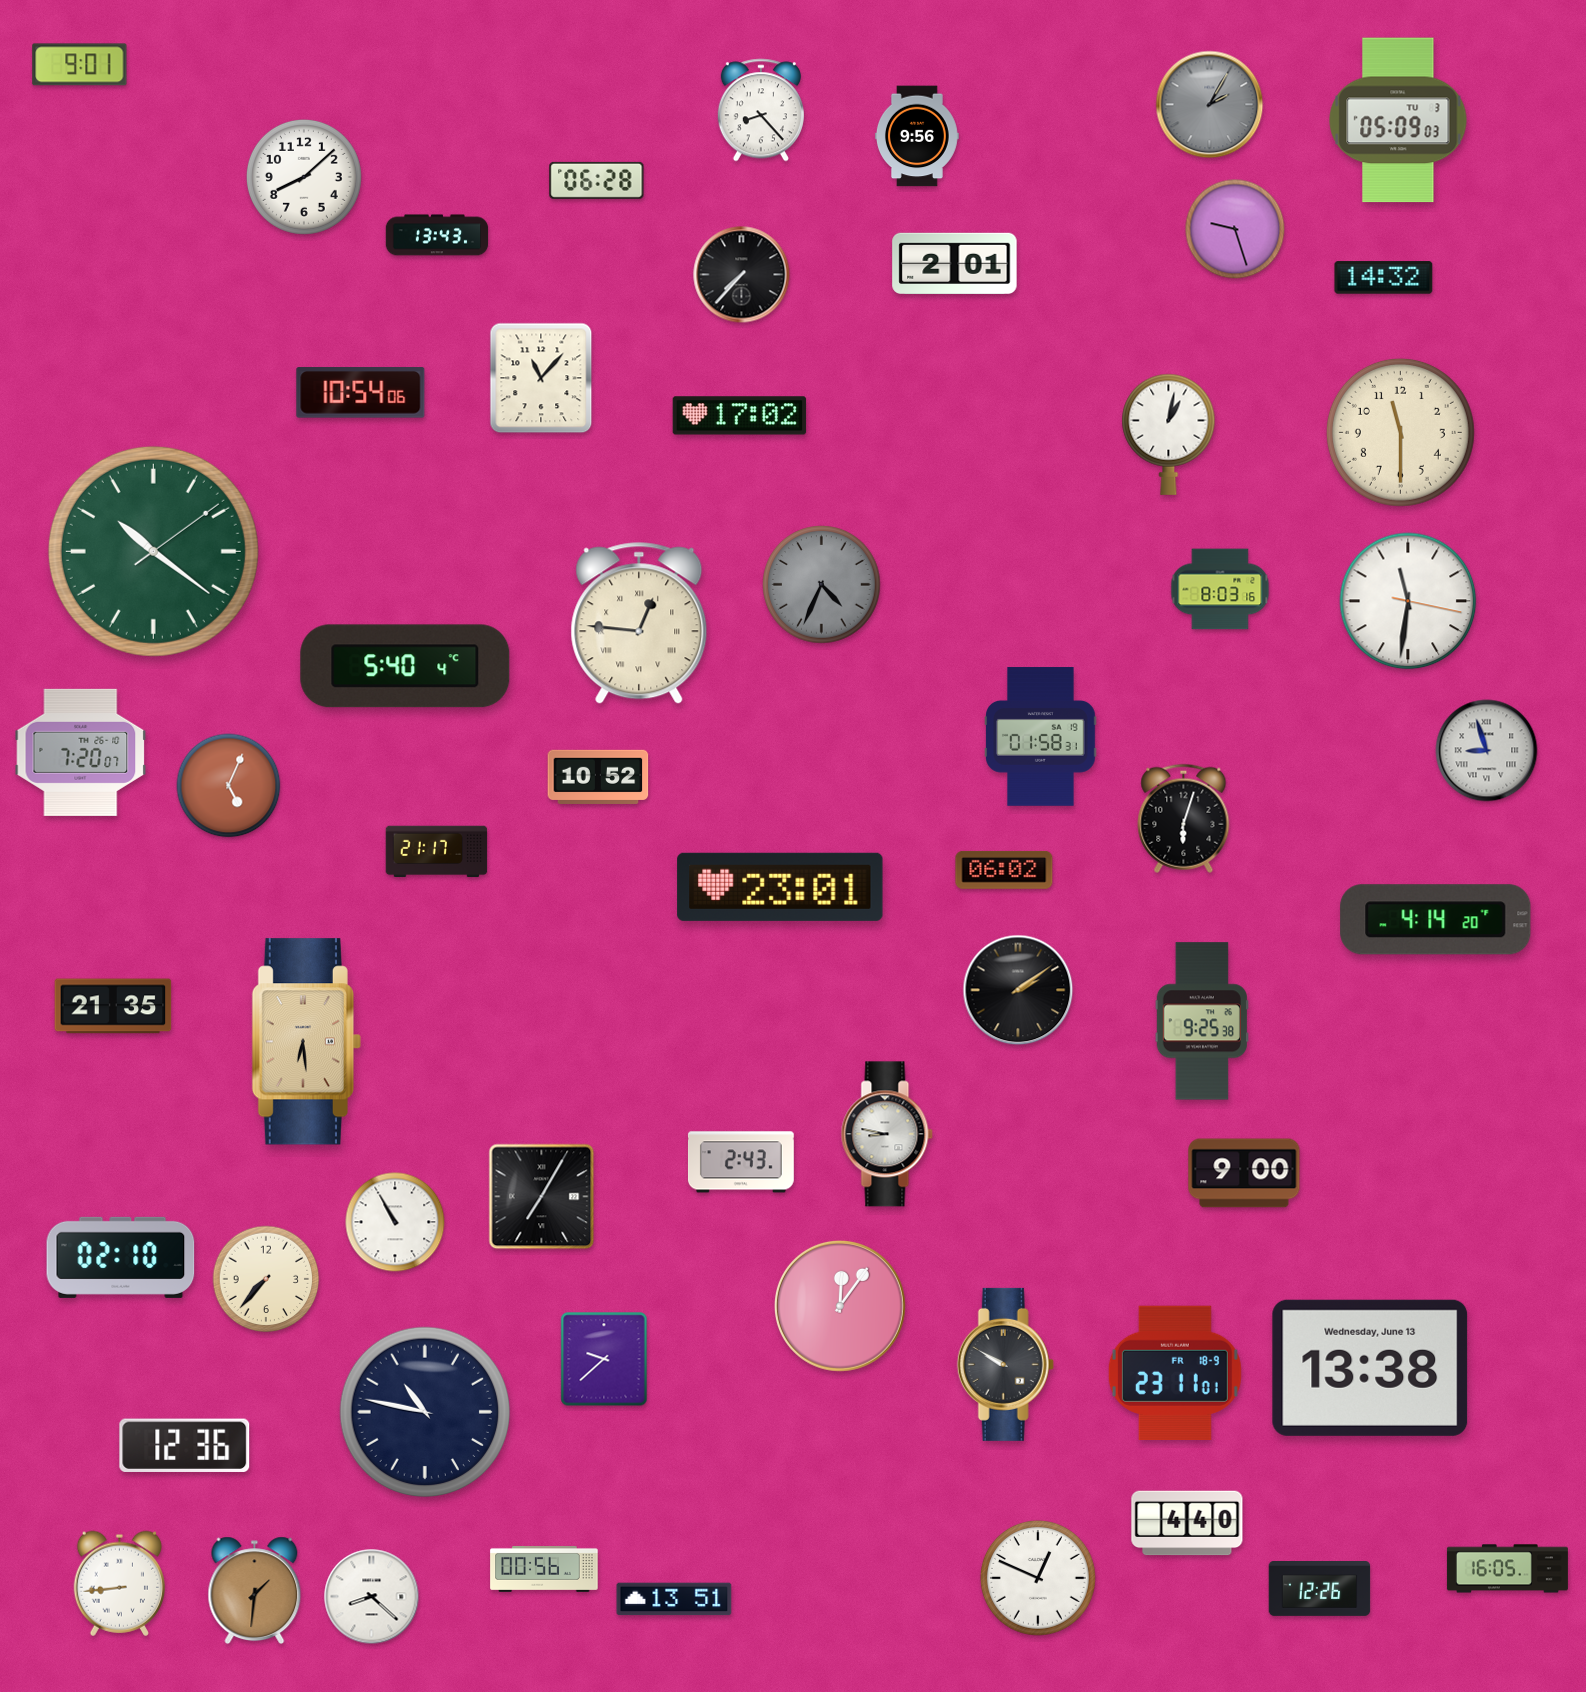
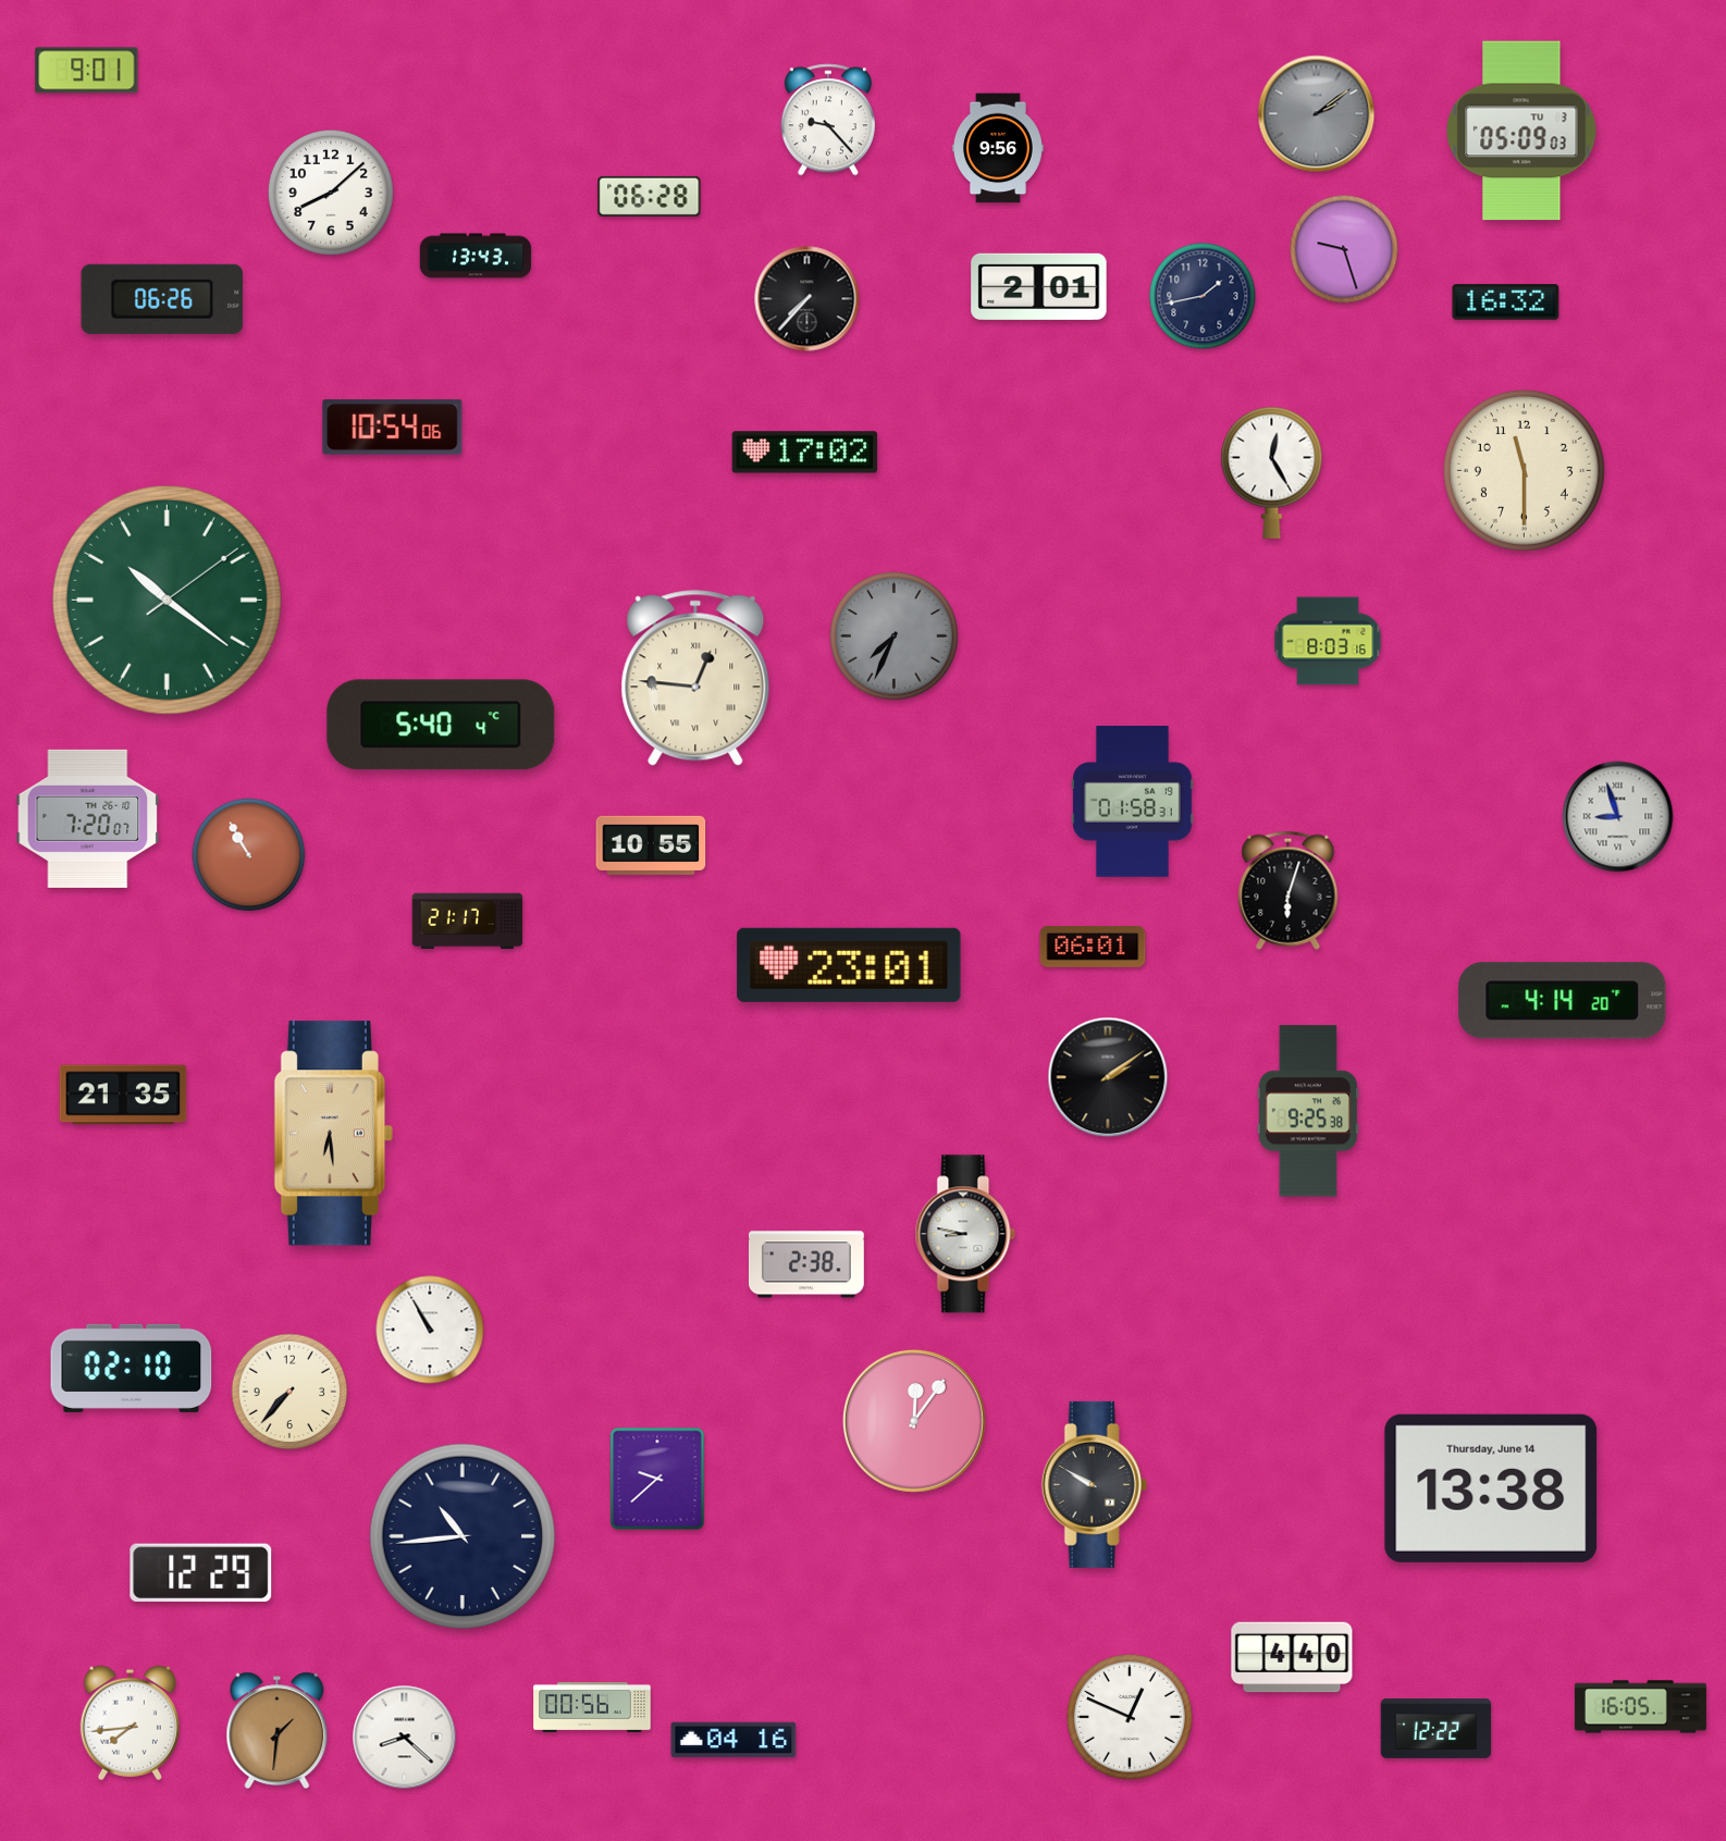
clock at (1210, 105): 2:05 -> 2:09
clock at (761, 110): 8:23 -> 9:23
clock at (1203, 296): none -> 1:43
clock at (162, 299): none -> 06:26
clock at (1384, 278): 14:32 -> 16:32
clock at (541, 378): 11:07 -> none
clock at (1169, 434): 1:02 -> 12:25
clock at (822, 585): 4:34 -> 7:34
clock at (1408, 601): 11:31 -> none
clock at (598, 777): 10:52 -> 10:55
clock at (229, 786): 5:04 -> 10:55
clock at (437, 852) position: (437, 852) -> (468, 922)
clock at (1004, 870): 06:02 -> 06:01
clock at (741, 1162): 2:43 -> 2:38
clock at (1244, 1173): 9:00 -> none
clock at (542, 1197): 7:05 -> none
clock at (1370, 1368) date: Wednesday, June 13 -> Thursday, June 14
clock at (1175, 1373): 23:11 -> none
clock at (425, 1412): 10:47 -> 10:44
clock at (185, 1445): 12:36 -> 12:29
clock at (119, 1583): 8:44 -> 7:44
clock at (1320, 1589): 12:26 -> 12:22
clock at (674, 1599): 13:51 -> 04:16
